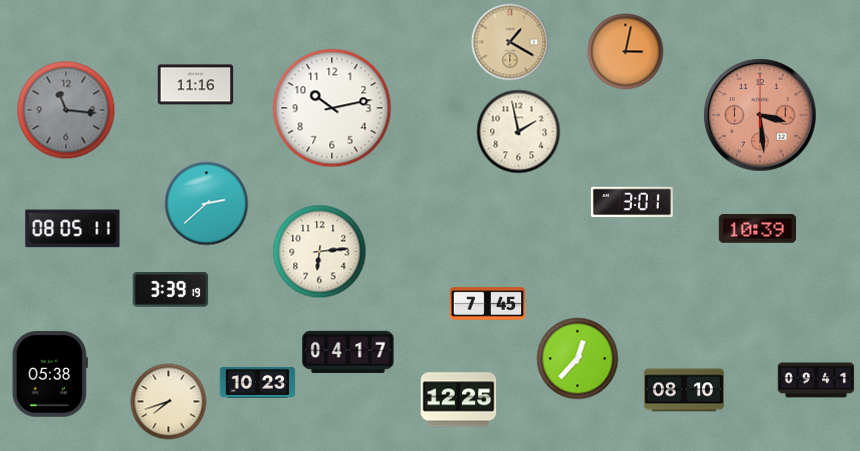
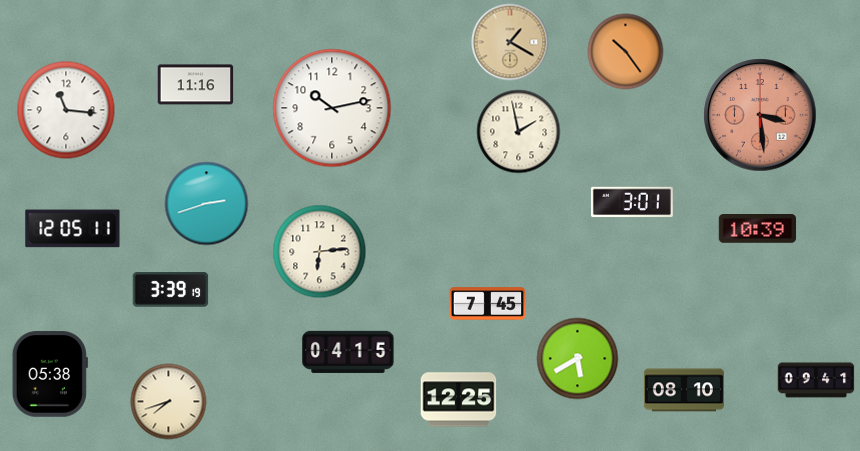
clock at (626, 52): 3:02 -> 10:24
clock at (66, 110) dial: grey -> white
clock at (207, 204): 2:38 -> 2:42
clock at (73, 229): 08:05 -> 12:05
clock at (348, 352): 04:17 -> 04:15
clock at (578, 359): 12:37 -> 5:40
clock at (258, 382): 10:23 -> none
